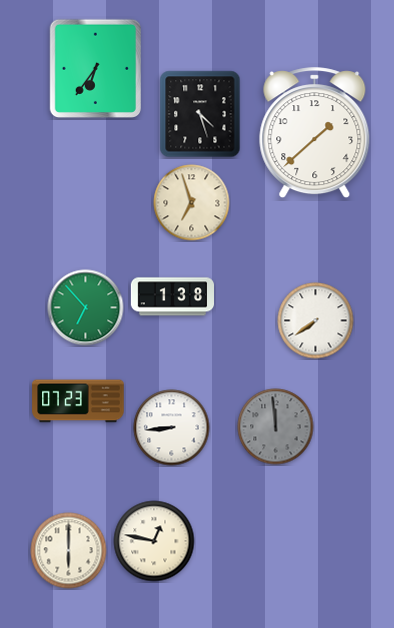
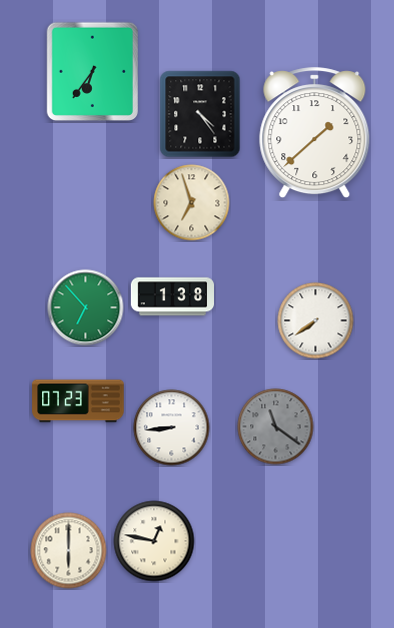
clock at (95, 69) position: (95, 69) -> (92, 72)
clock at (200, 114): 4:27 -> 4:24
clock at (276, 427): 11:59 -> 11:21
